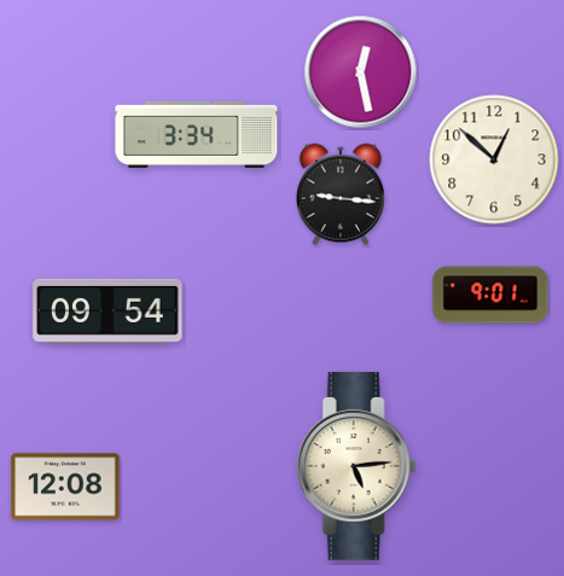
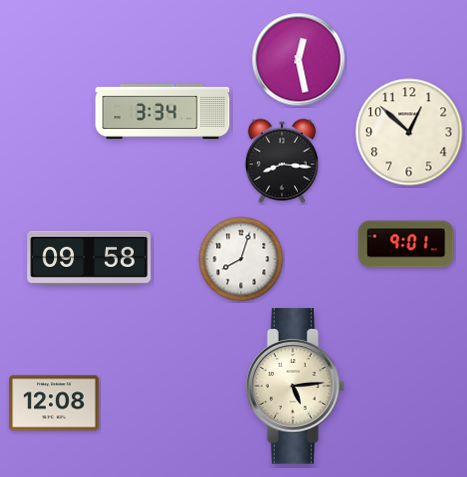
clock at (341, 194): 9:16 -> 8:16
clock at (107, 312): 09:54 -> 09:58
clock at (241, 259): none -> 8:03
